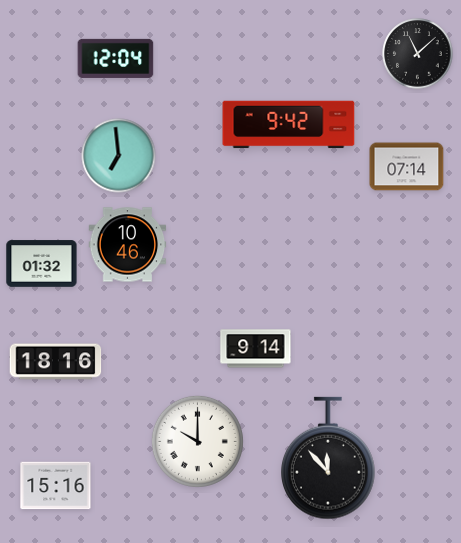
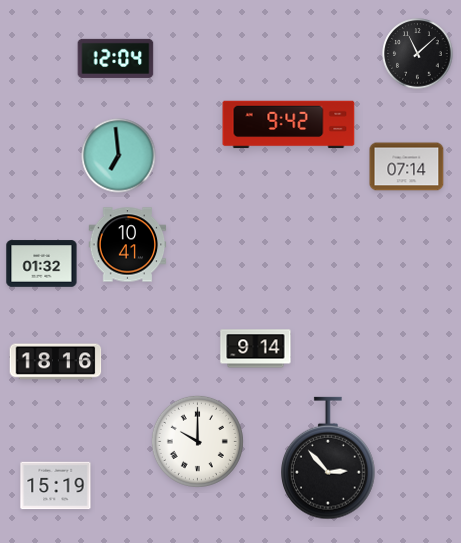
clock at (128, 245): 10:46 -> 10:41
clock at (329, 458): 11:53 -> 2:53
clock at (56, 486): 15:16 -> 15:19
